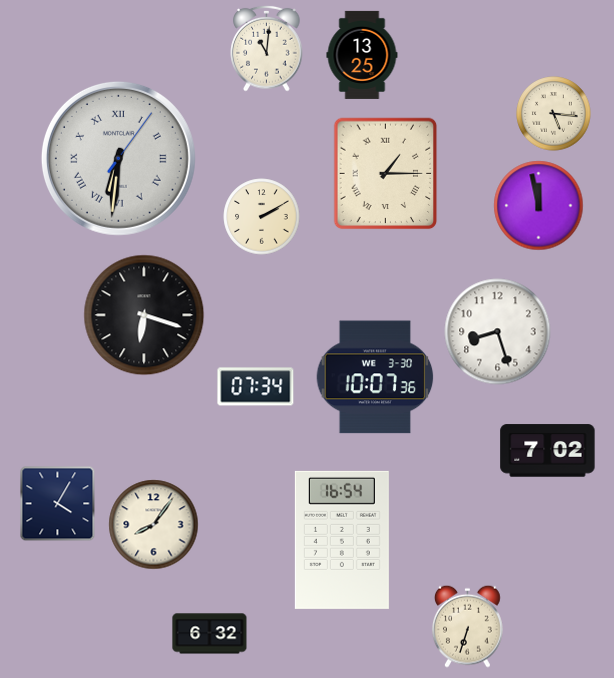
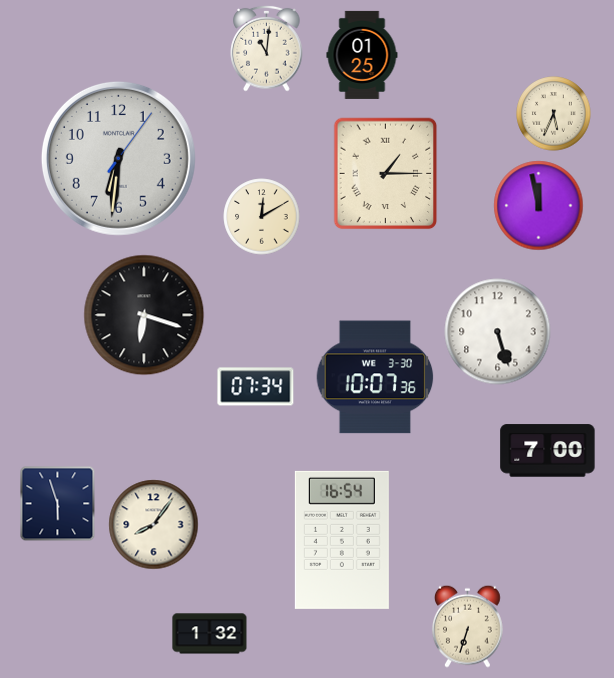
clock at (362, 55): 13:25 -> 01:25
clock at (554, 114): 5:16 -> 5:34
clock at (118, 158) numerals: Roman -> Arabic
clock at (262, 217): 2:10 -> 12:10
clock at (498, 332): 8:27 -> 5:27
clock at (548, 451): 7:02 -> 7:00
clock at (58, 504): 4:05 -> 5:57
clock at (210, 634): 6:32 -> 1:32
